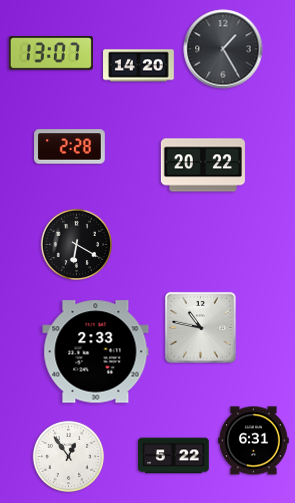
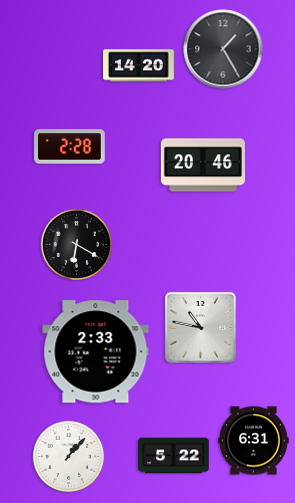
clock at (51, 54): 13:07 -> none
clock at (203, 165): 20:22 -> 20:46
clock at (69, 457): 12:54 -> 1:07
